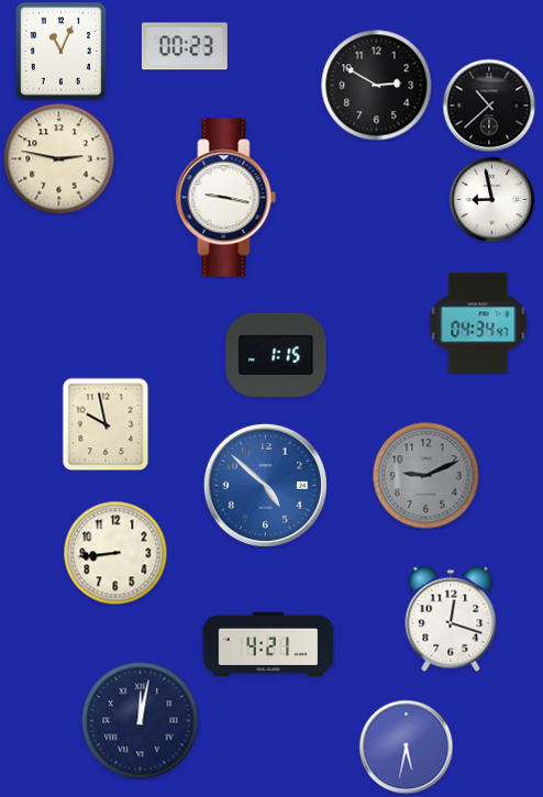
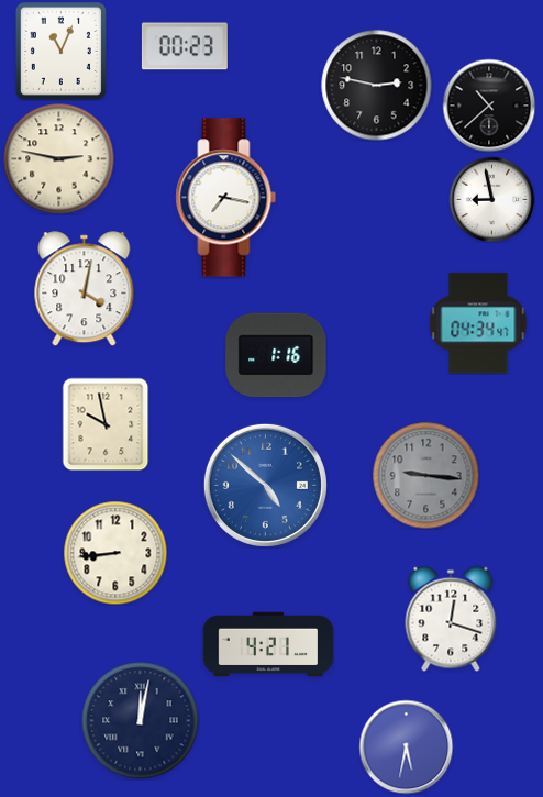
clock at (377, 86): 2:50 -> 2:47
clock at (226, 198): 9:17 -> 7:17
clock at (85, 289): none -> 4:02
clock at (276, 355): 1:15 -> 1:16
clock at (425, 475): 9:11 -> 9:16
